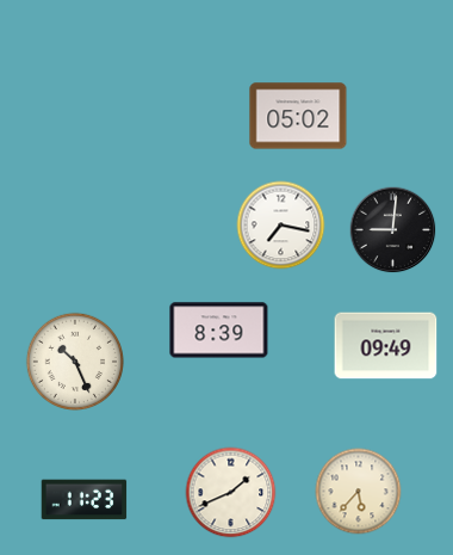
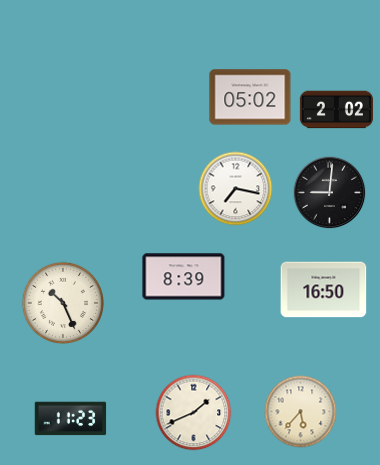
clock at (336, 110): none -> 2:02
clock at (386, 346): 09:49 -> 16:50
